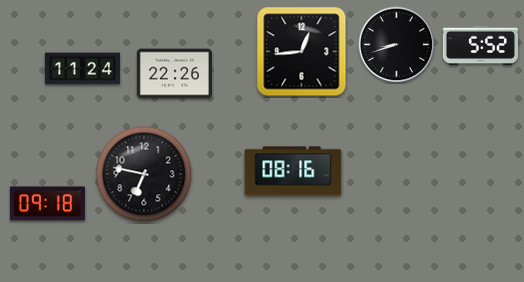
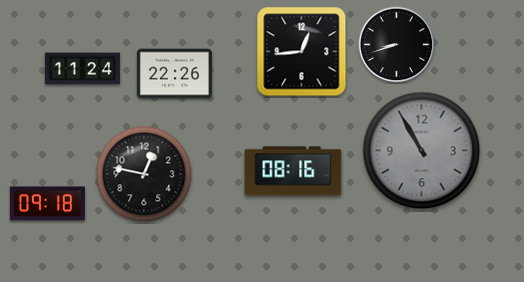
clock at (480, 46): 5:52 -> none
clock at (422, 151): none -> 10:55
clock at (144, 174): 6:47 -> 12:47
